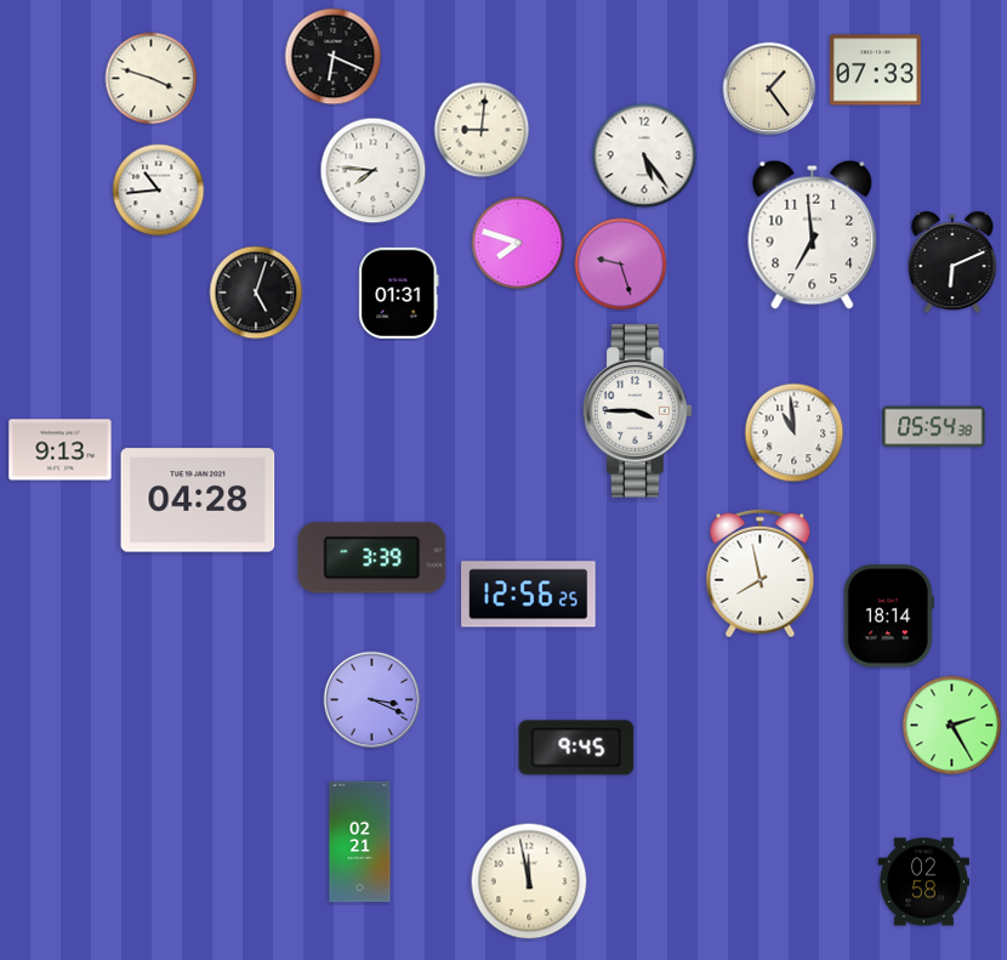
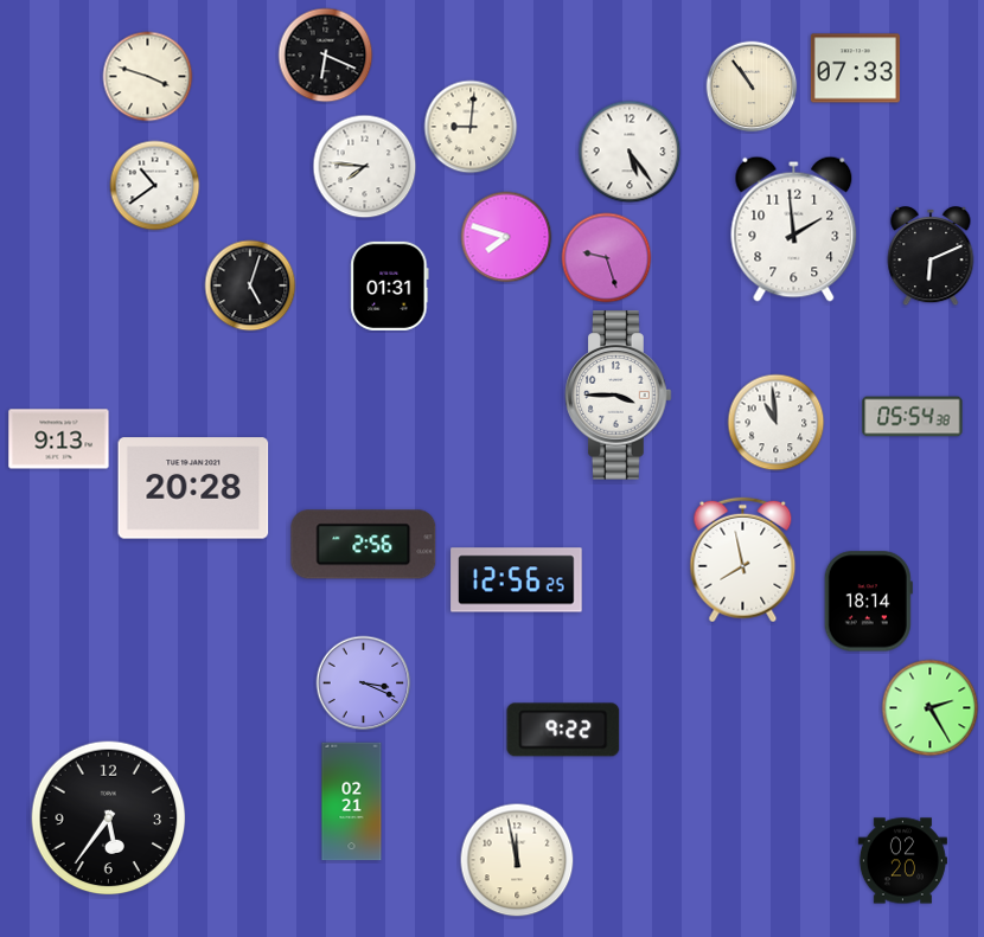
clock at (769, 89): 1:24 -> 10:54
clock at (159, 191): 10:44 -> 10:39
clock at (813, 234): 6:59 -> 1:59
clock at (638, 411) position: (638, 411) -> (619, 396)
clock at (198, 500): 04:28 -> 20:28
clock at (372, 558): 3:39 -> 2:56
clock at (576, 748): 9:45 -> 9:22
clock at (109, 819): none -> 5:36
clock at (360, 842) position: (360, 842) -> (352, 802)
clock at (923, 882): 02:58 -> 02:20
